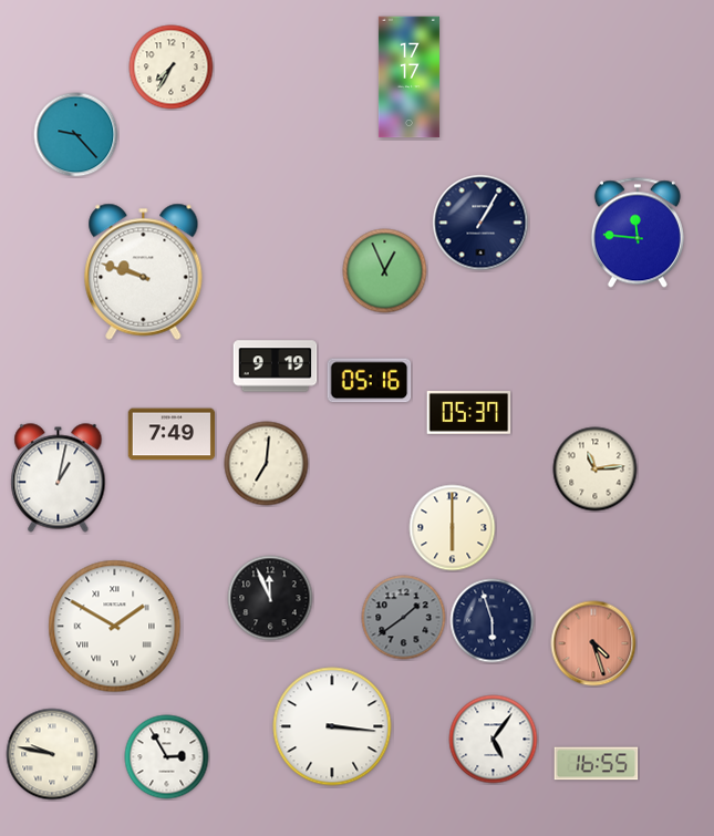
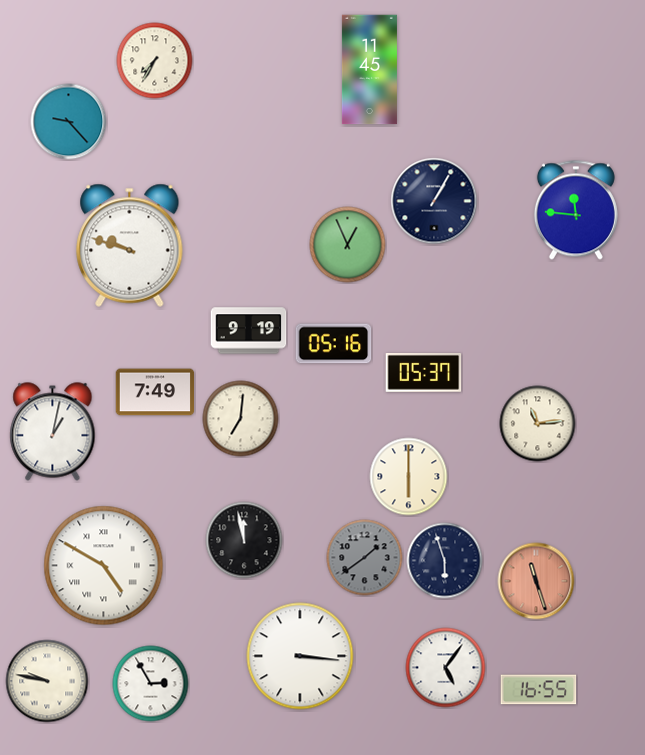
clock at (408, 78): 17:17 -> 11:45
clock at (270, 598): 11:56 -> 11:58
clock at (115, 627): 1:50 -> 4:50
clock at (593, 643): 4:27 -> 11:27
